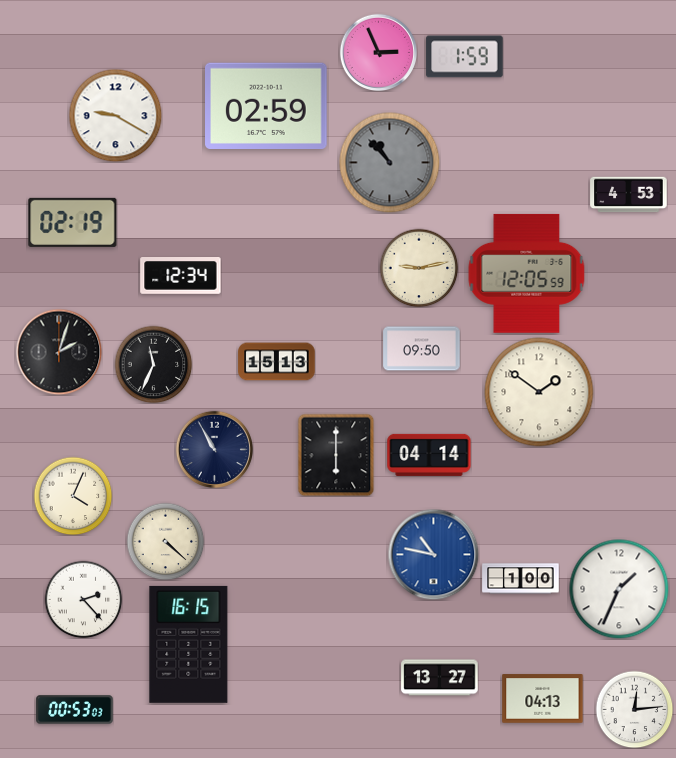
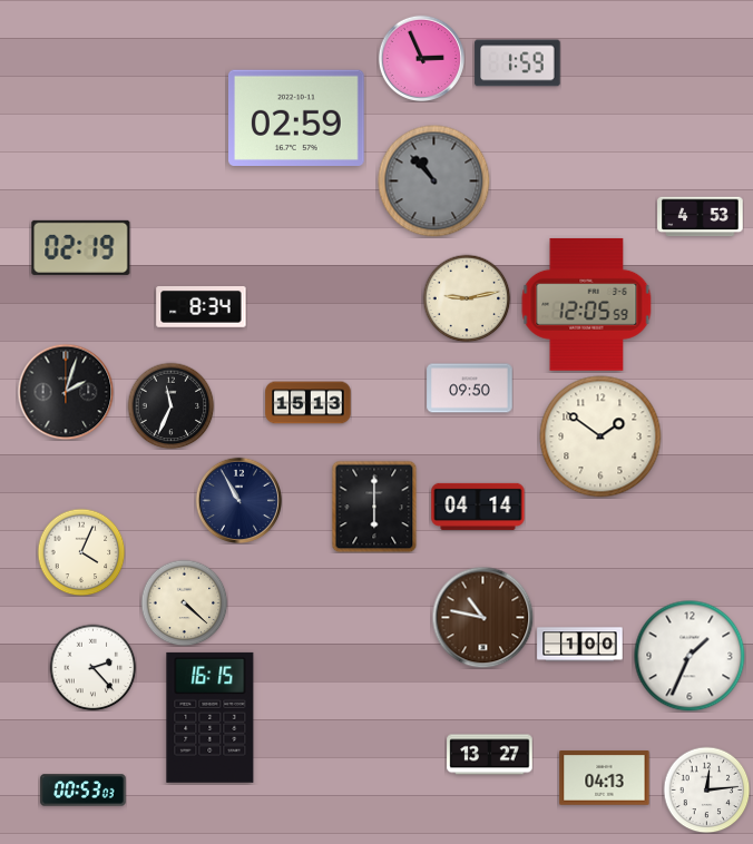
clock at (115, 115): 9:20 -> none
clock at (181, 276): 12:34 -> 8:34
clock at (433, 554) dial: blue -> brown
